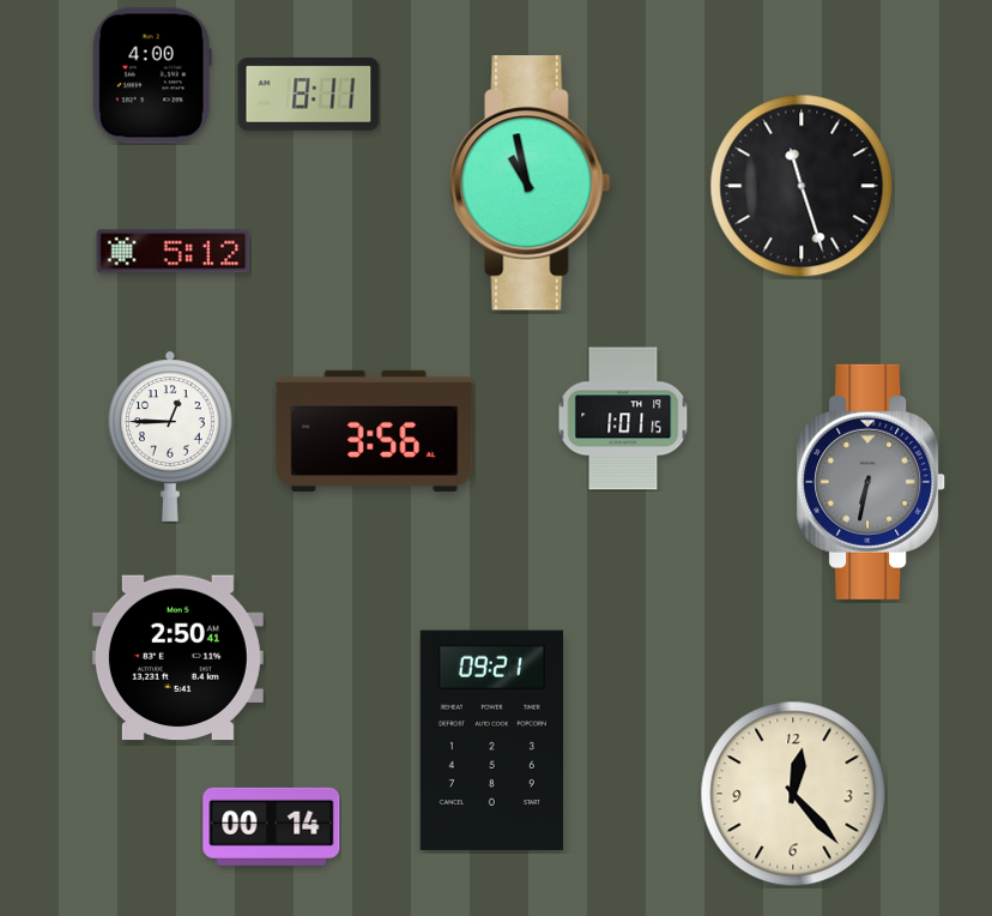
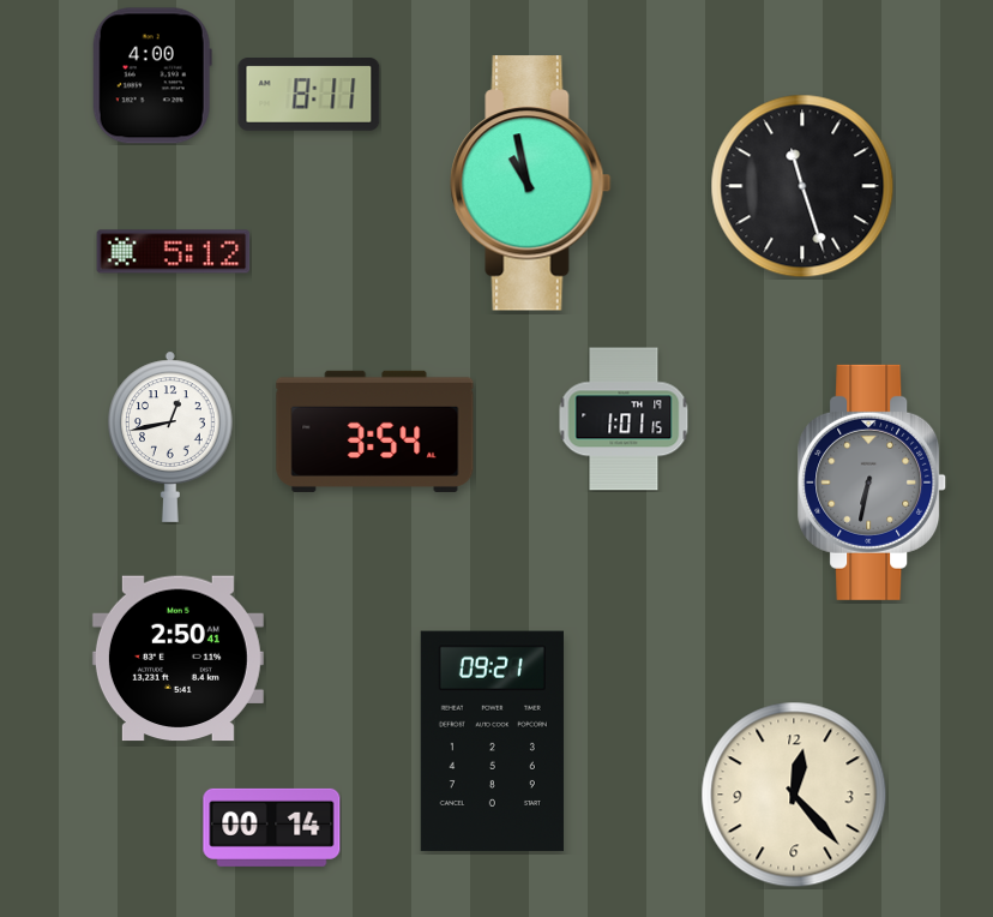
clock at (375, 430): 3:56 -> 3:54
clock at (171, 436): 12:45 -> 12:43
